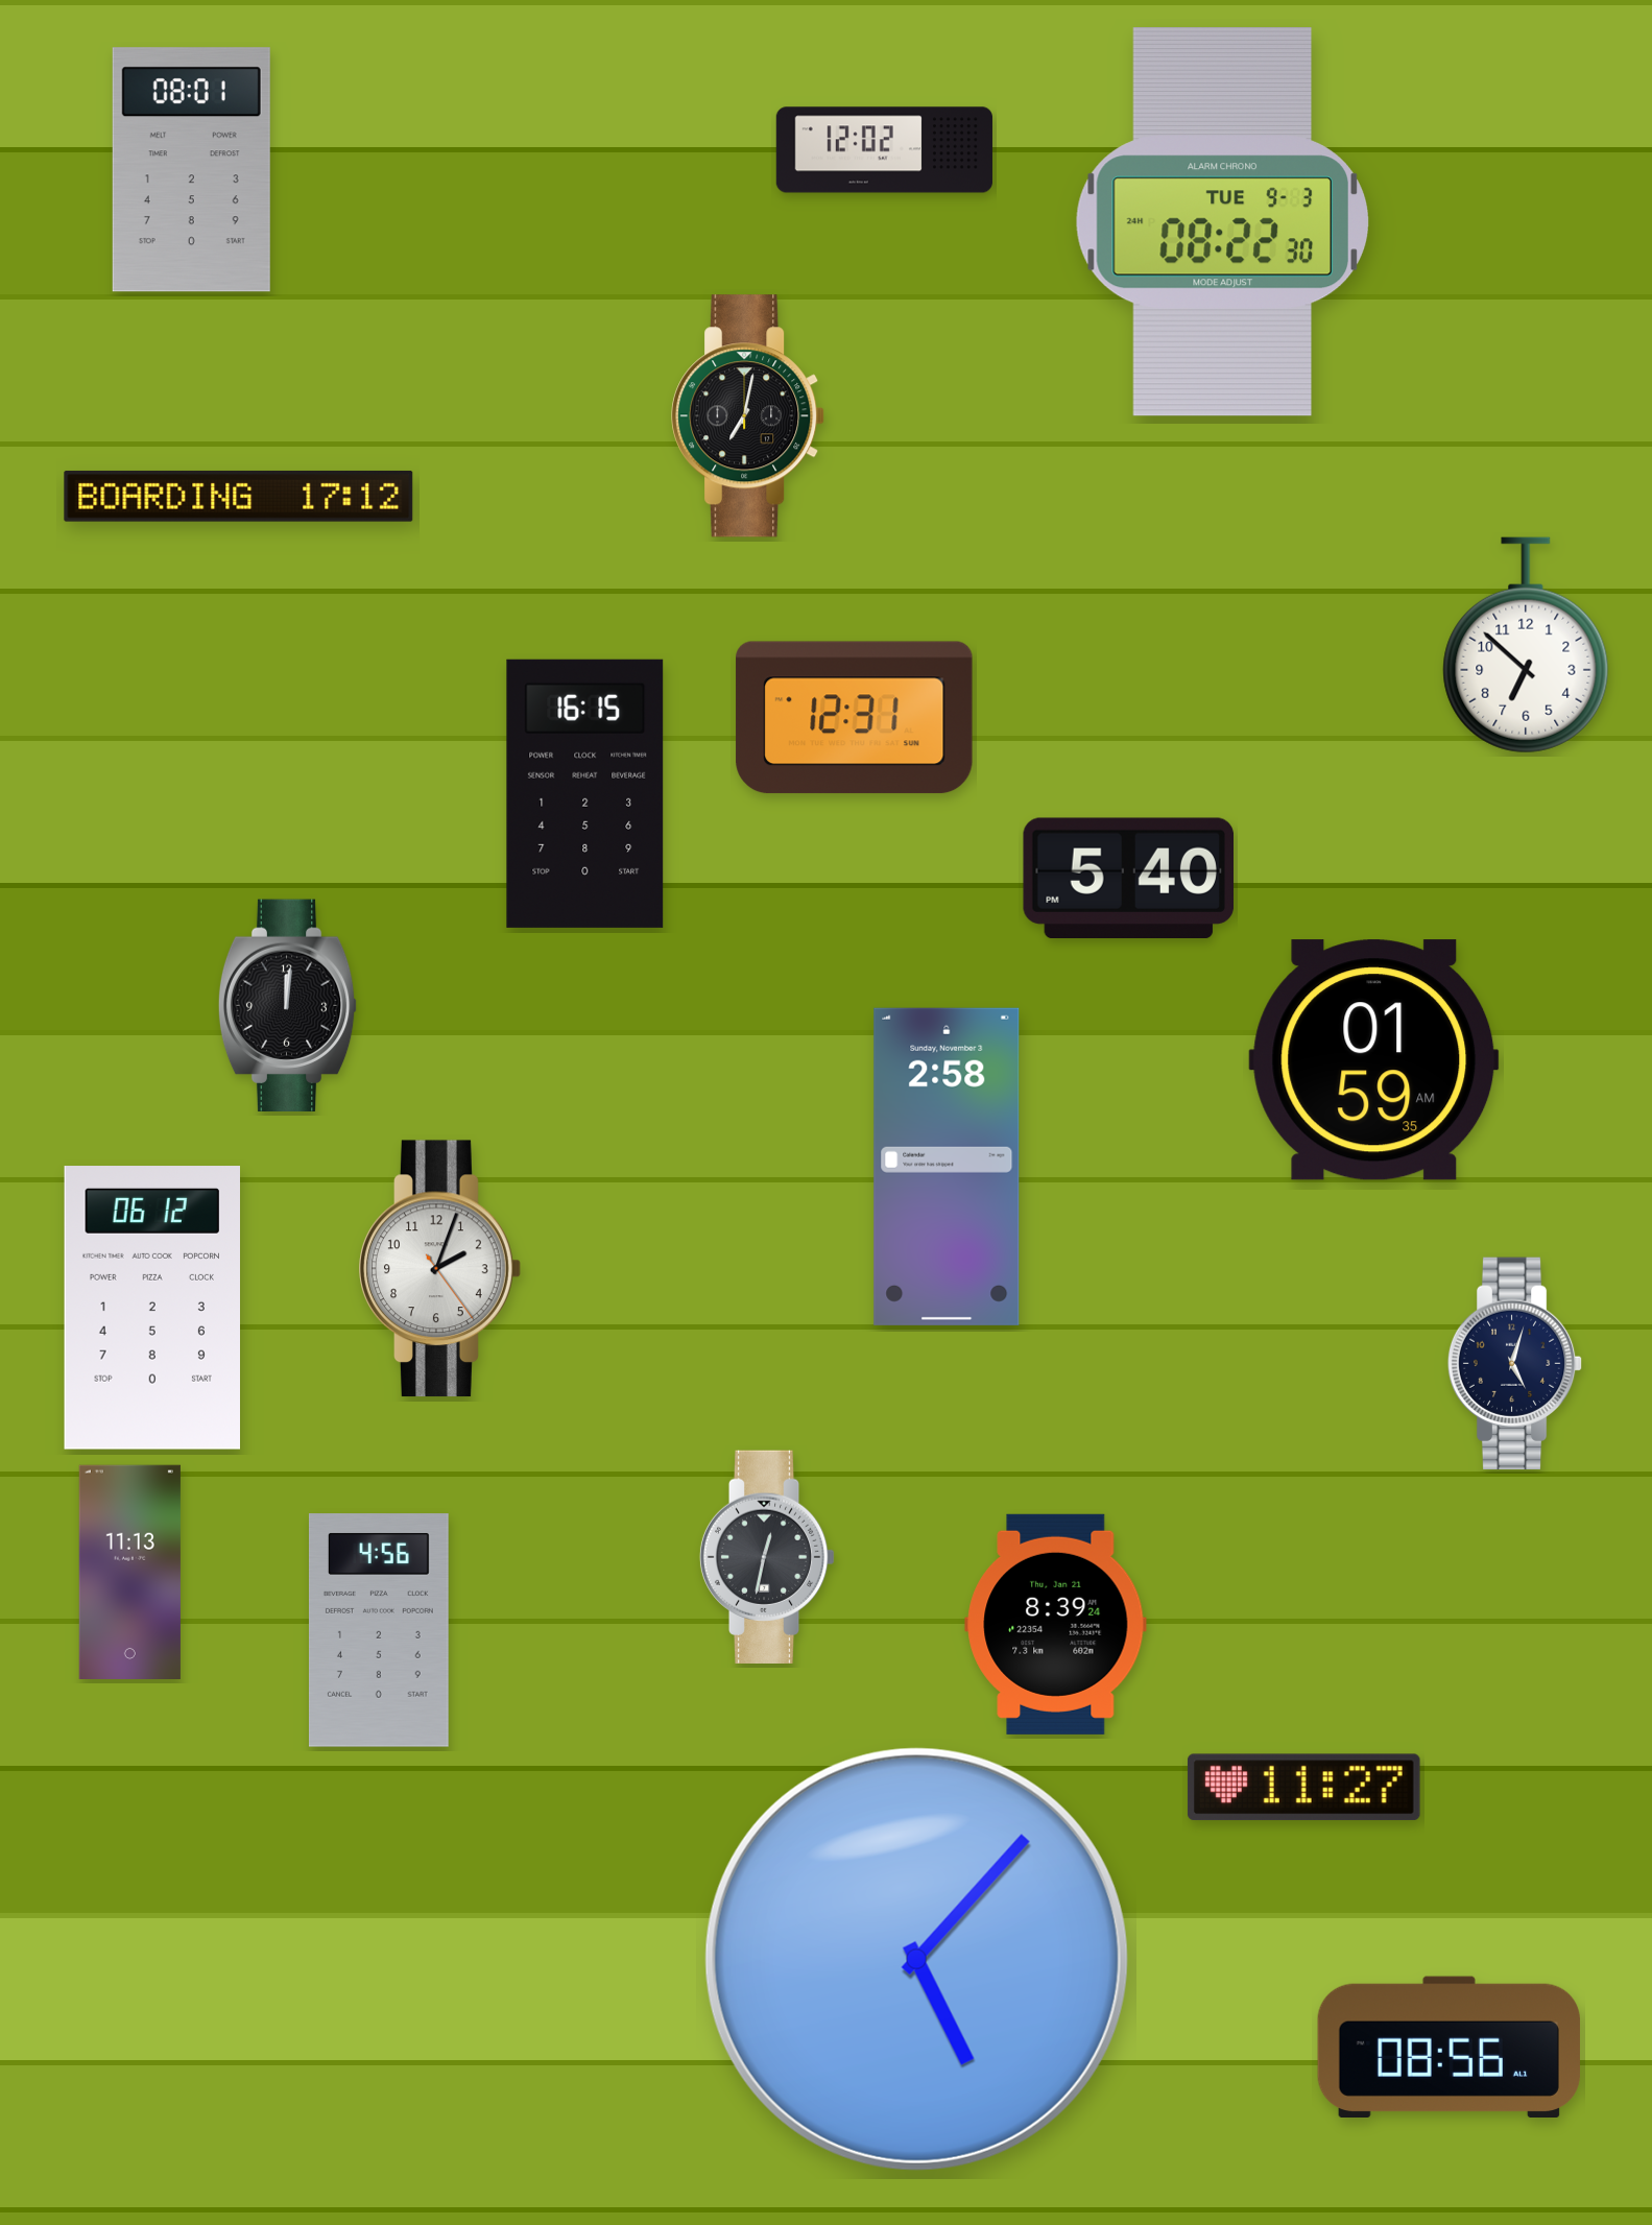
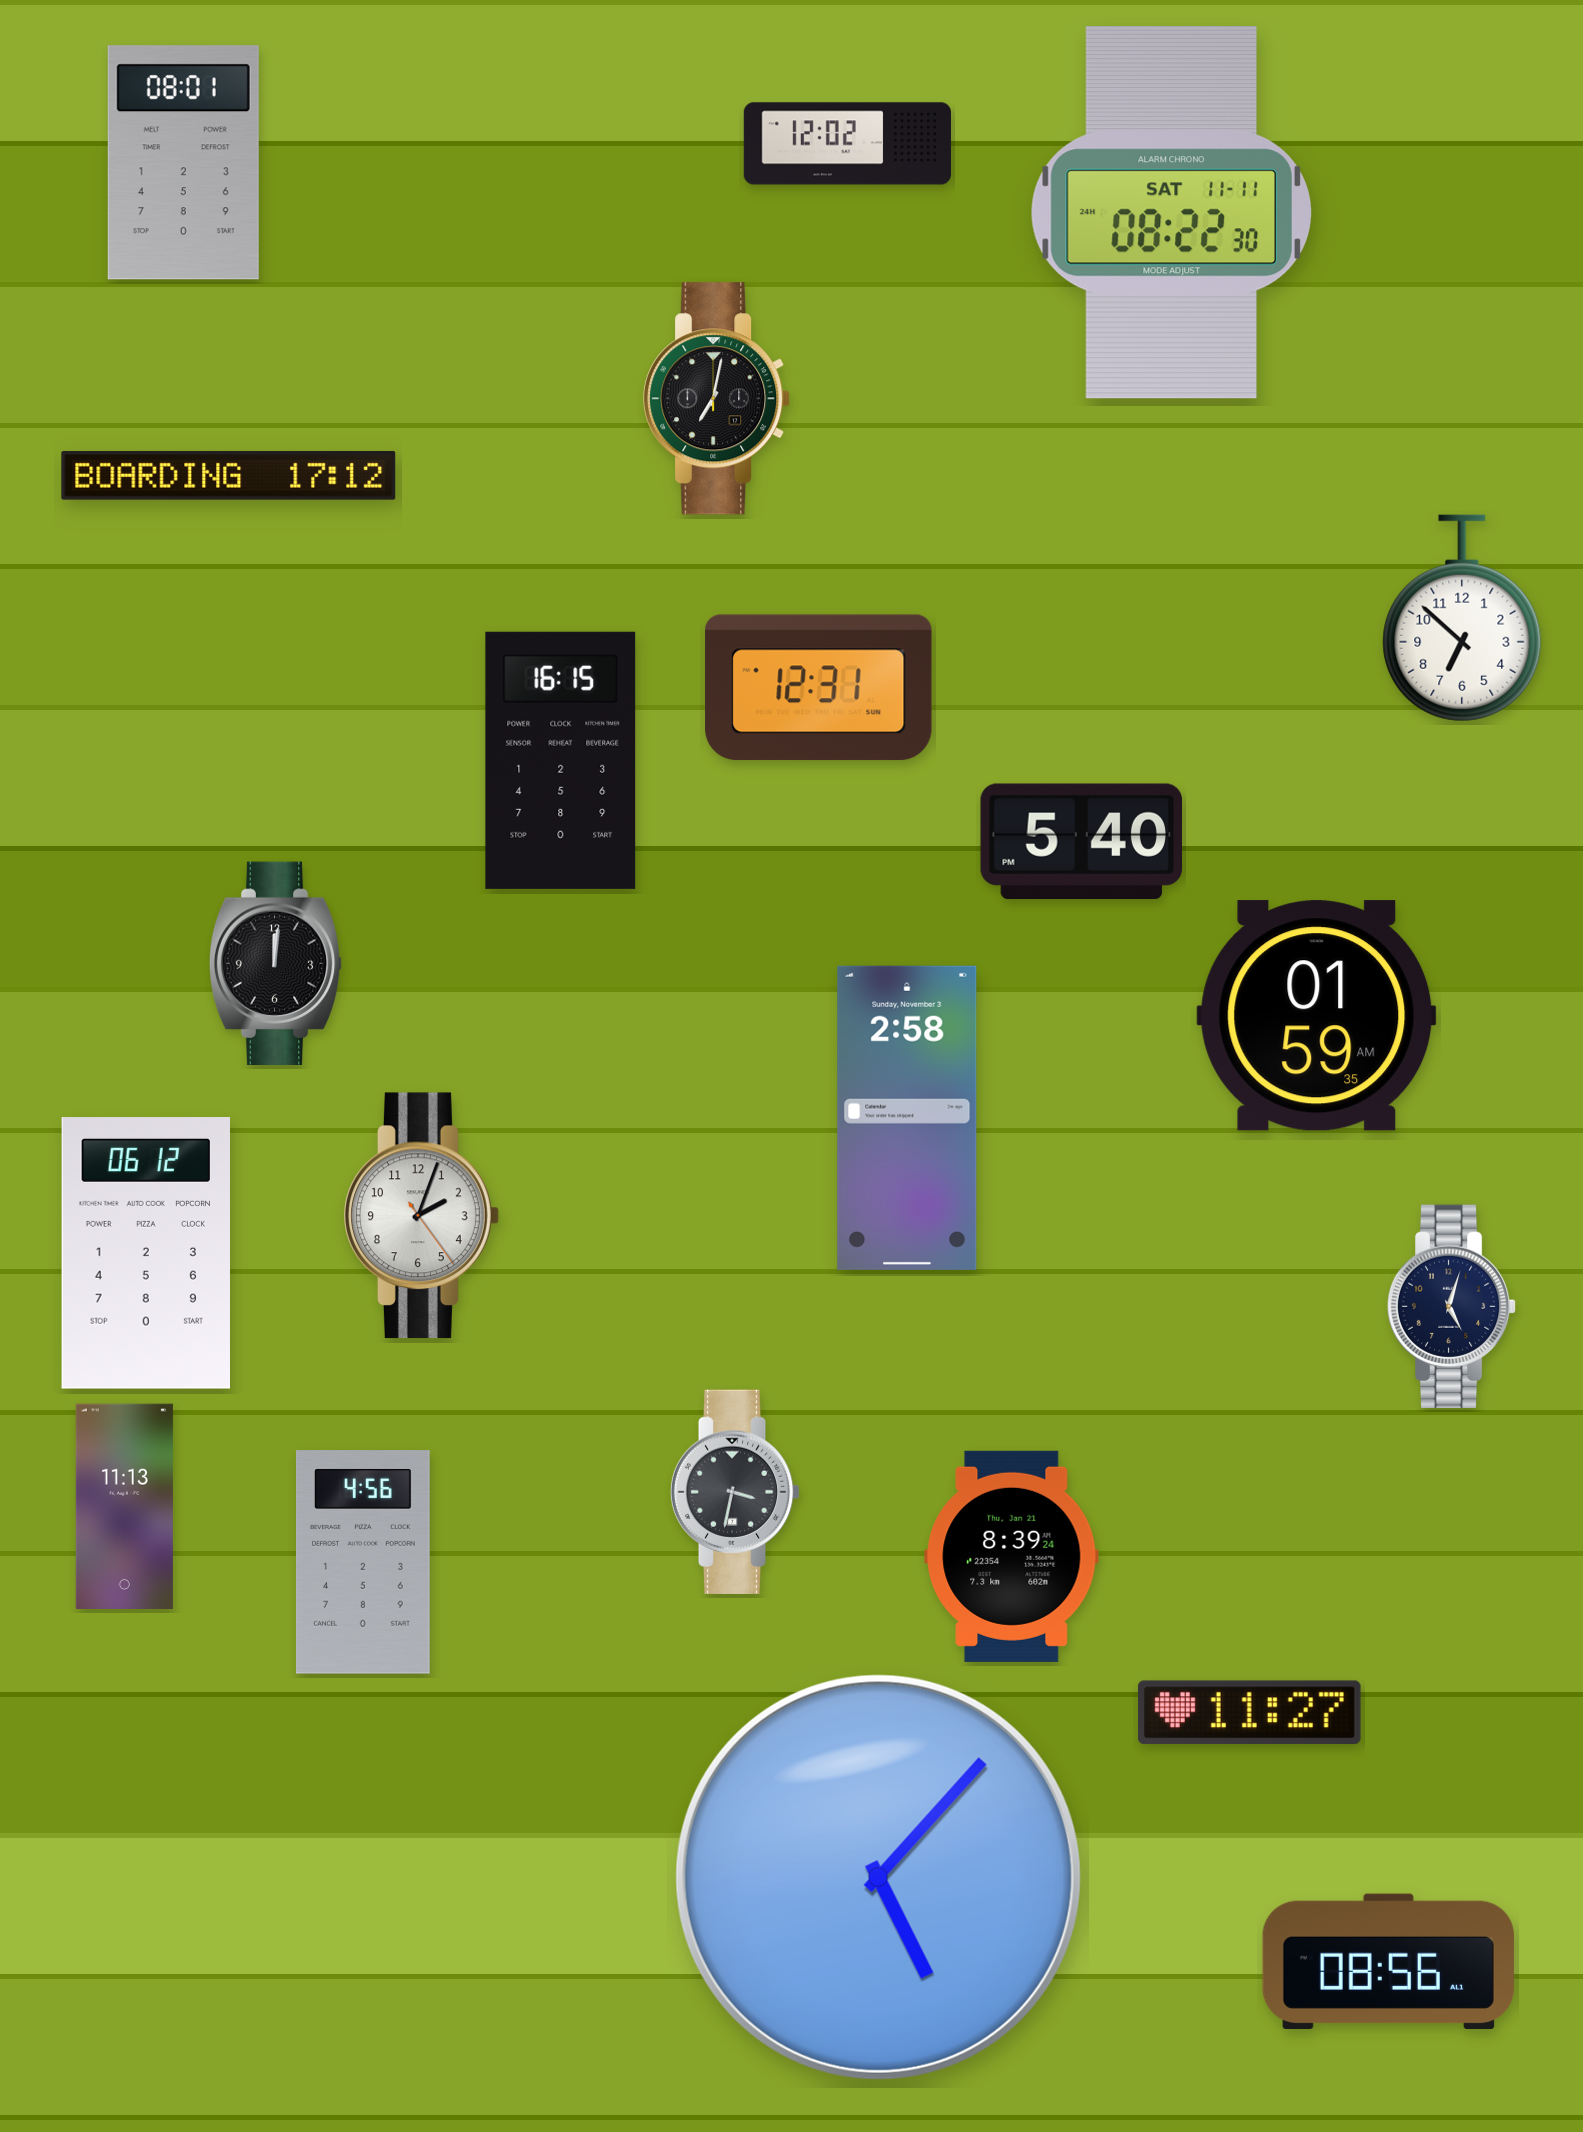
clock at (1222, 222) date: TUE 9-3 -> SAT 11-11
clock at (767, 1557): 12:32 -> 3:32
